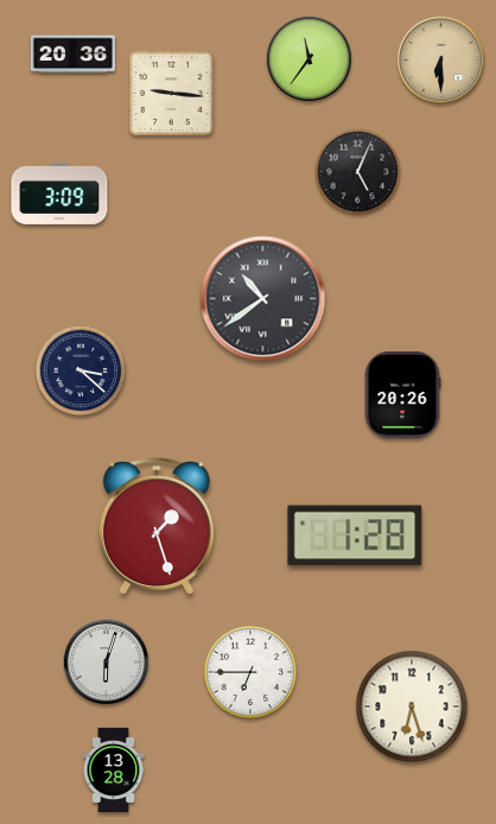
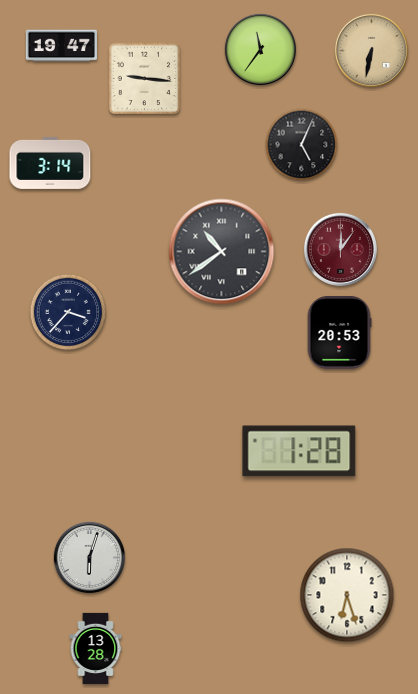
clock at (72, 55): 20:36 -> 19:47
clock at (440, 59): 6:30 -> 6:32
clock at (59, 194): 3:09 -> 3:14
clock at (340, 249): none -> 12:06
clock at (81, 370): 3:22 -> 3:37
clock at (402, 394): 20:26 -> 20:53
clock at (157, 526): 1:27 -> none
clock at (250, 672): 6:45 -> none
